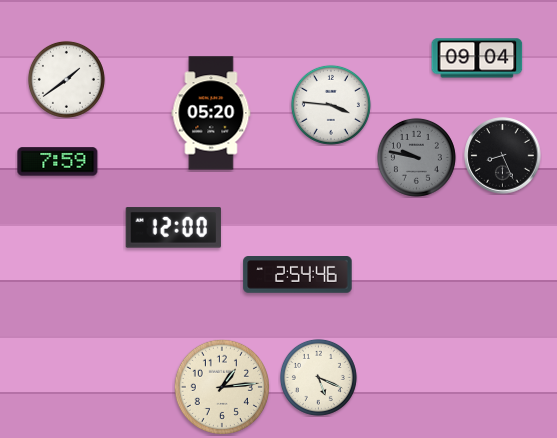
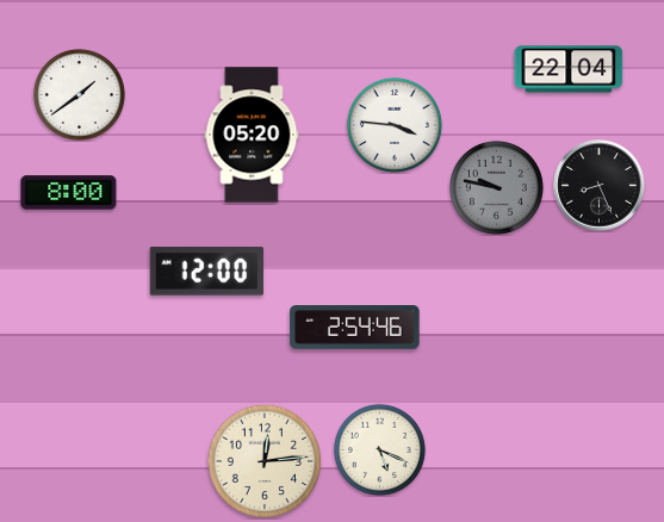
clock at (477, 58): 09:04 -> 22:04
clock at (58, 162): 7:59 -> 8:00
clock at (221, 386): 1:14 -> 12:14
